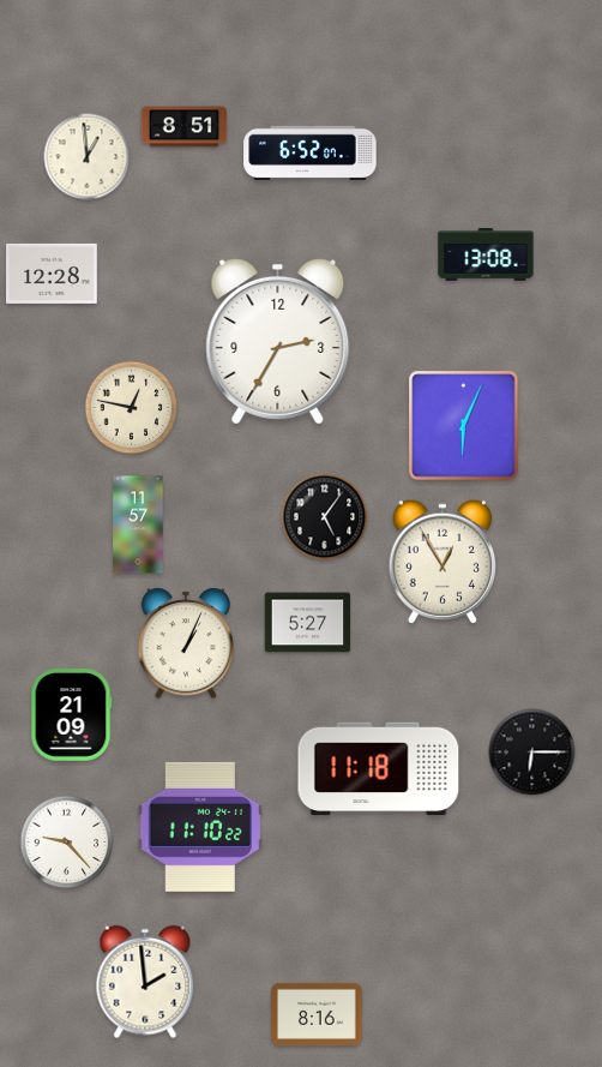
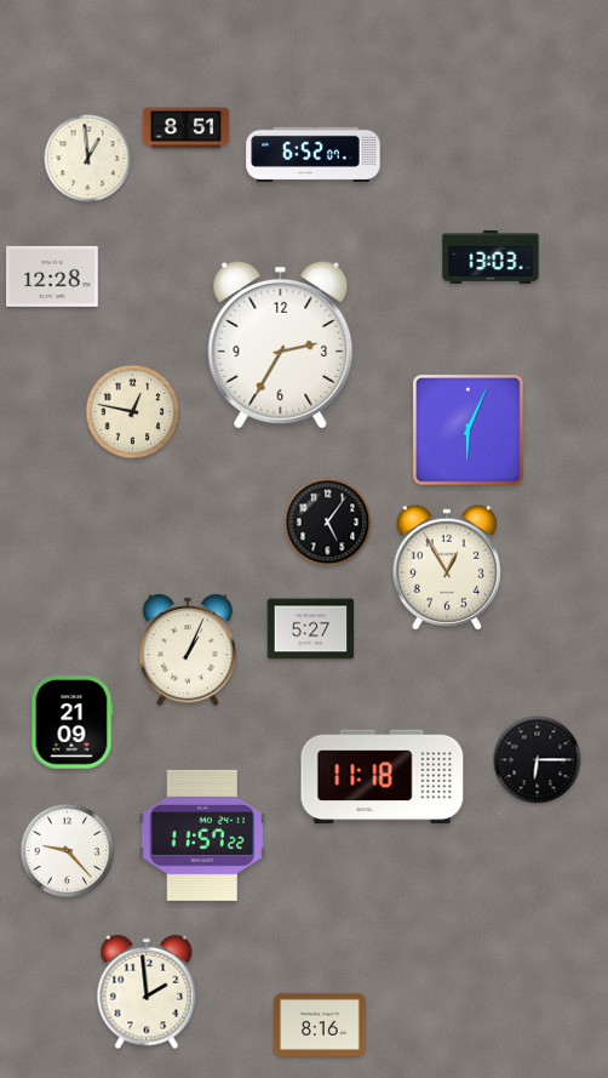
clock at (486, 256): 13:08 -> 13:03
clock at (138, 524): 11:57 -> none
clock at (200, 827): 11:10 -> 11:57
